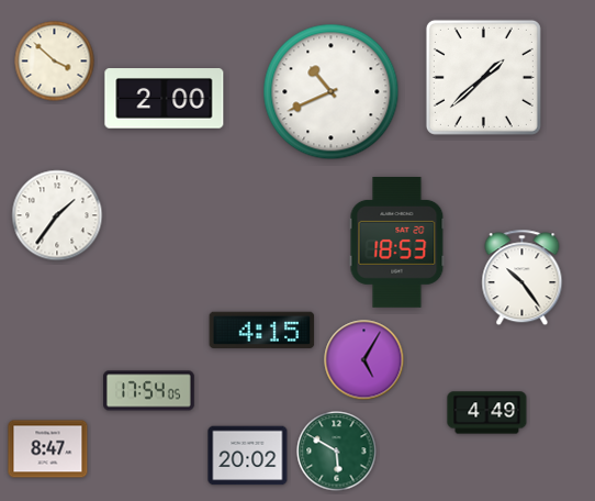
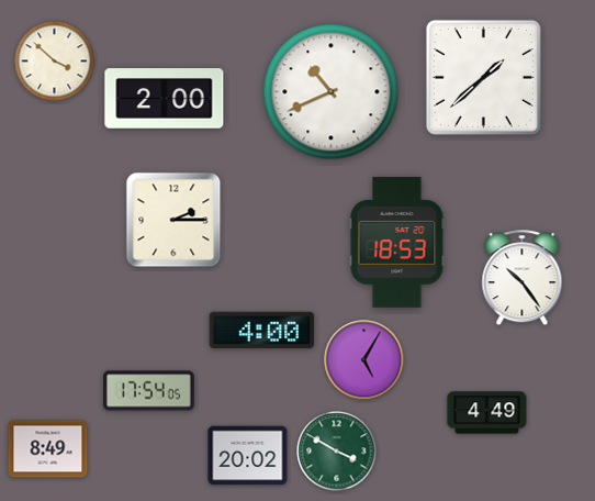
clock at (57, 215): 1:36 -> none
clock at (173, 220): none -> 2:15
clock at (262, 330): 4:15 -> 4:00
clock at (48, 449): 8:47 -> 8:49
clock at (337, 452): 5:50 -> 3:50
